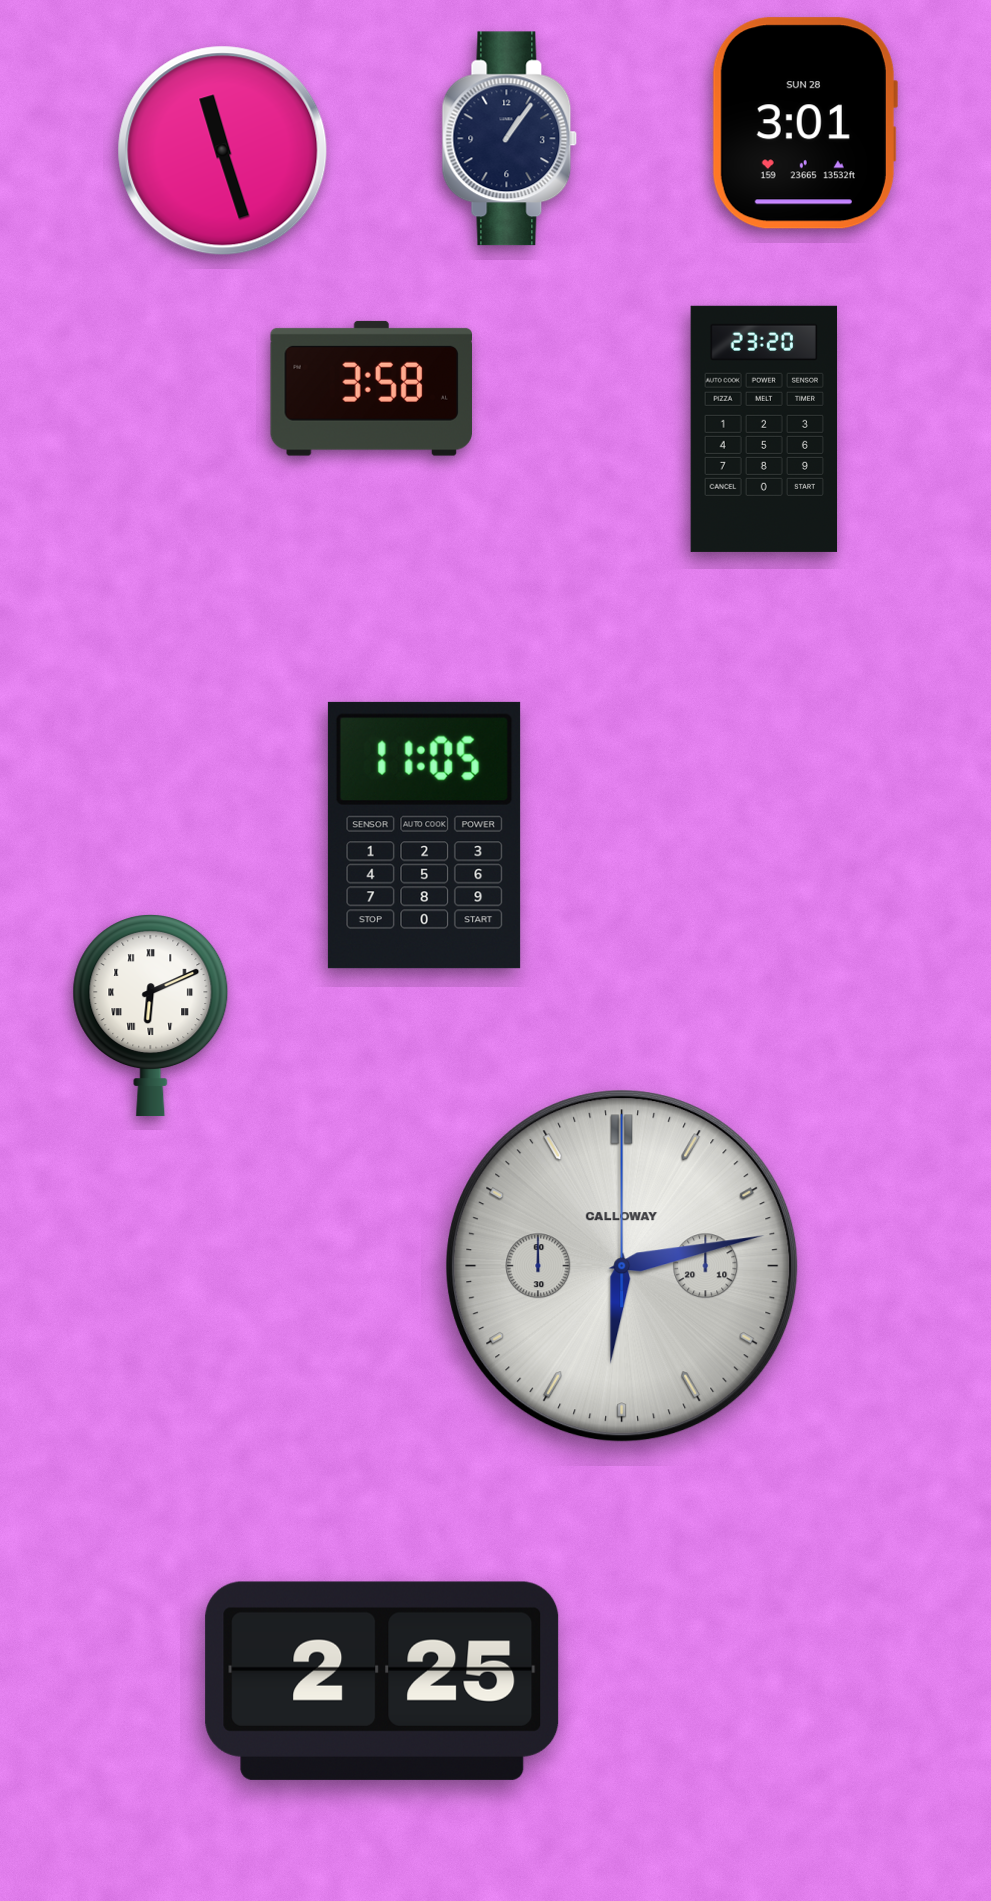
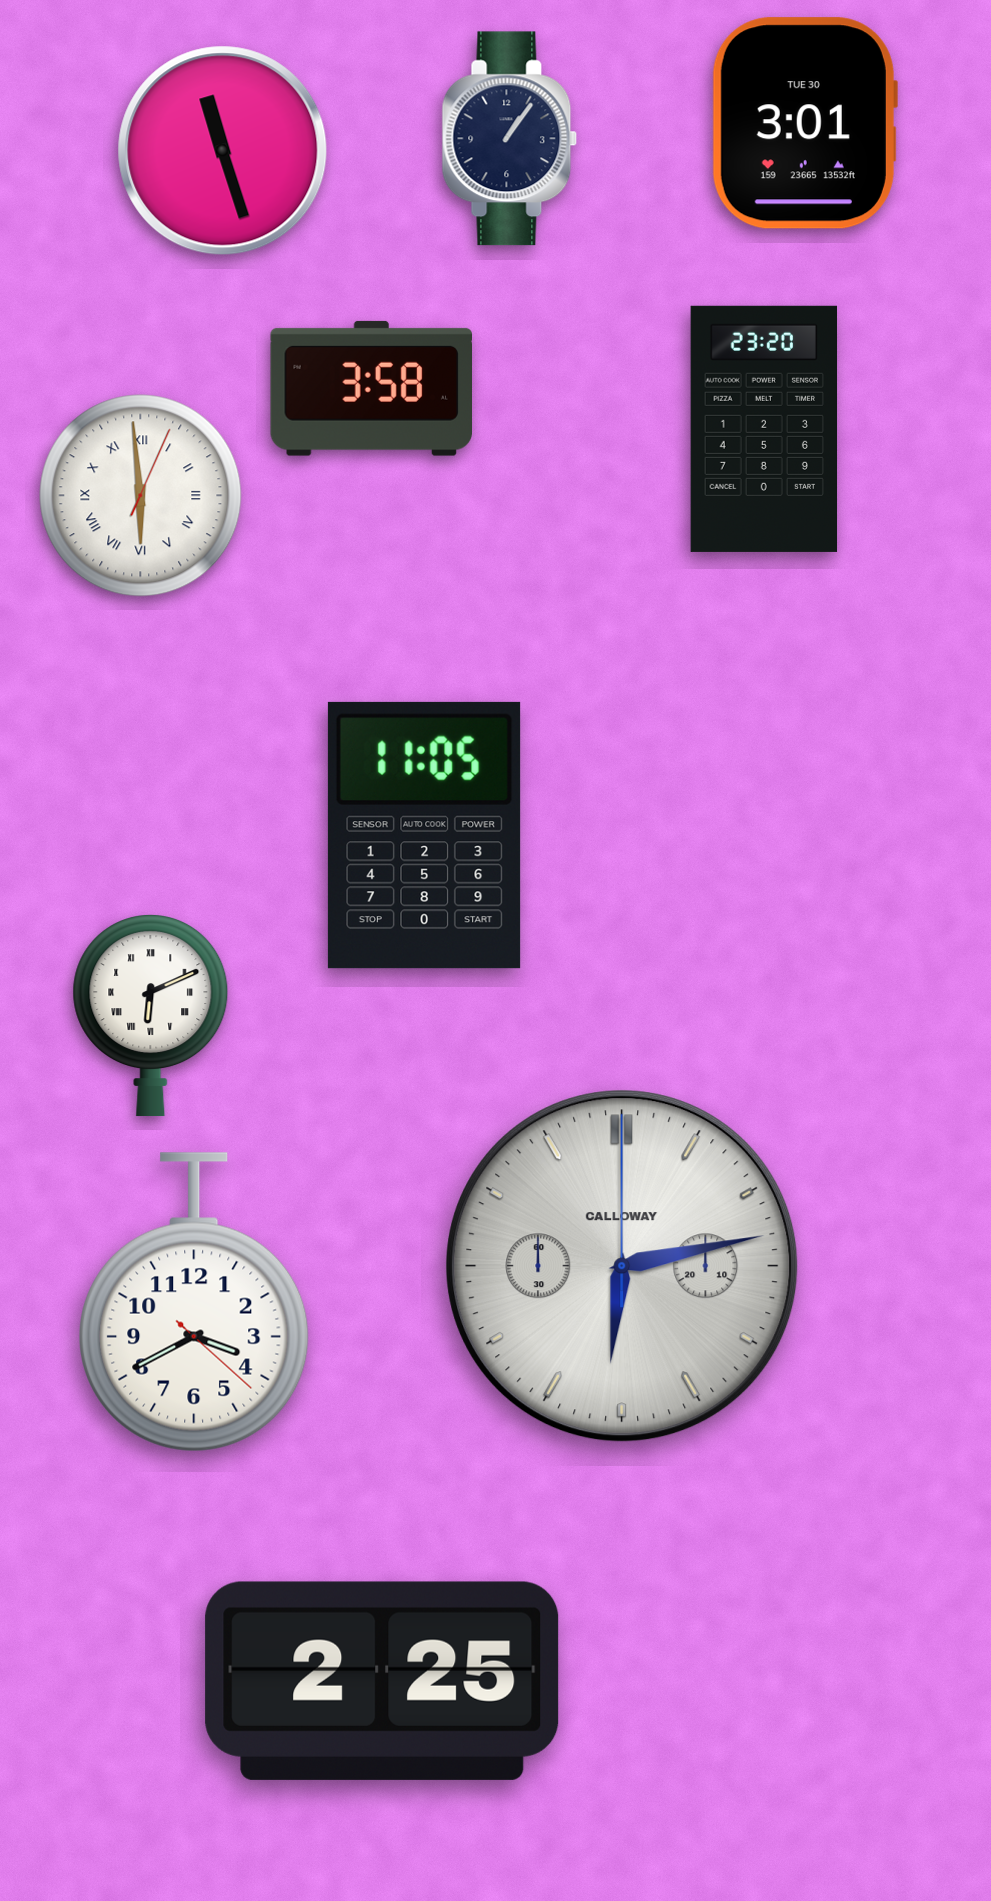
clock at (804, 123) date: SUN 28 -> TUE 30
clock at (141, 496): none -> 5:59
clock at (194, 1302): none -> 3:40
